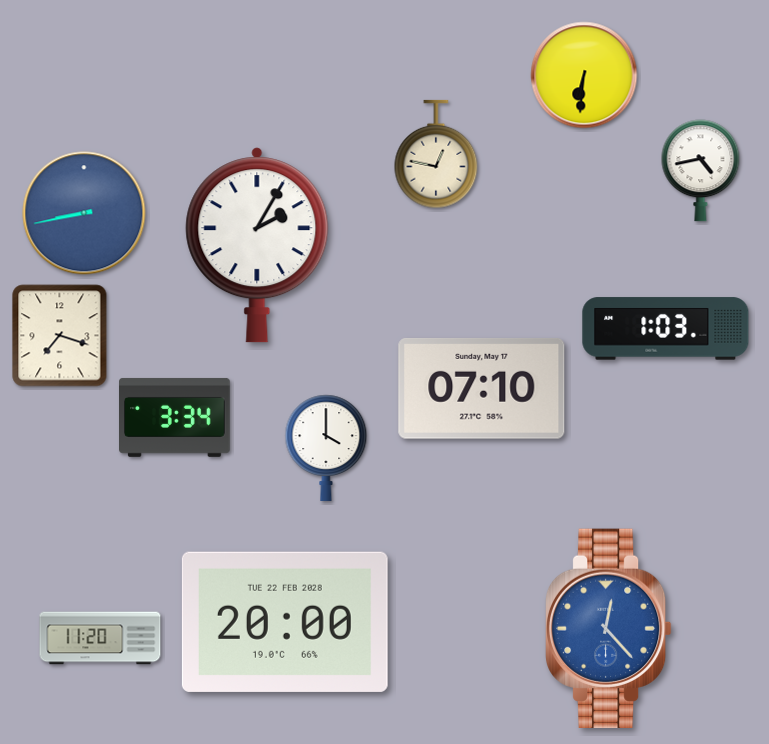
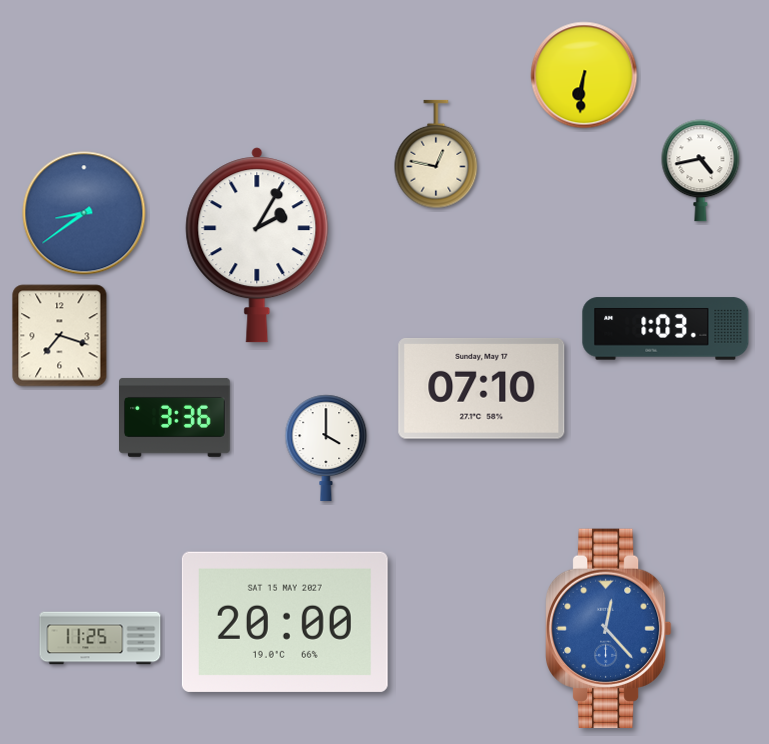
clock at (84, 213): 8:43 -> 8:39
clock at (175, 417): 3:34 -> 3:36
clock at (285, 622) date: TUE 22 FEB 2028 -> SAT 15 MAY 2027
clock at (100, 638): 11:20 -> 11:25
